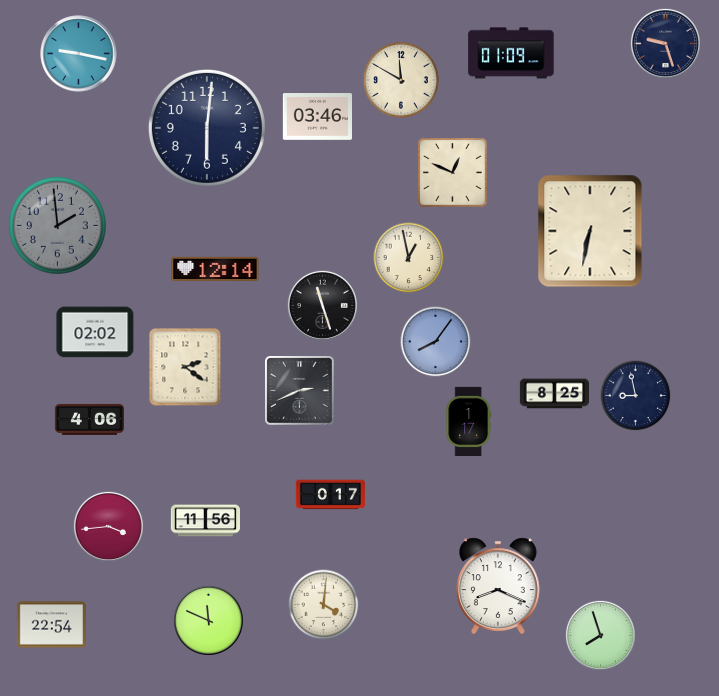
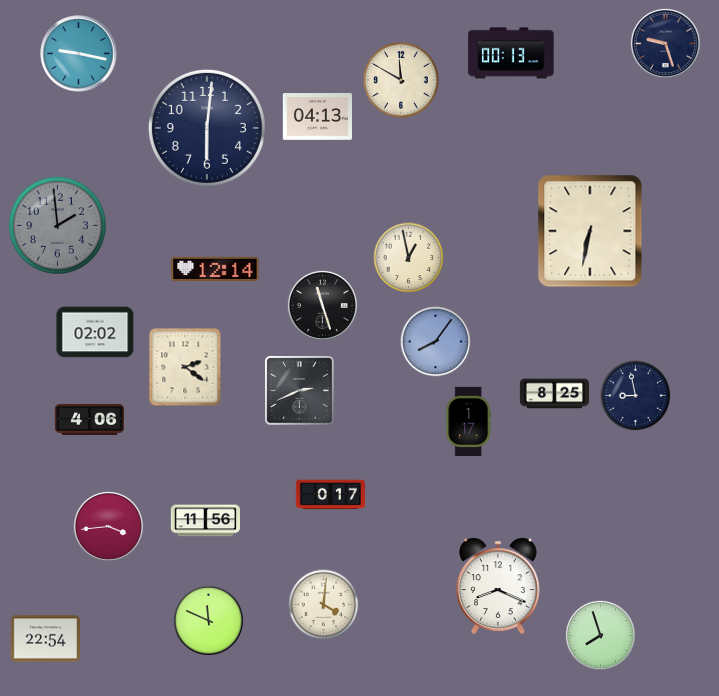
clock at (511, 53): 01:09 -> 00:13
clock at (317, 117): 03:46 -> 04:13
clock at (453, 173): 12:49 -> none
clock at (51, 625) position: (51, 625) -> (45, 639)
